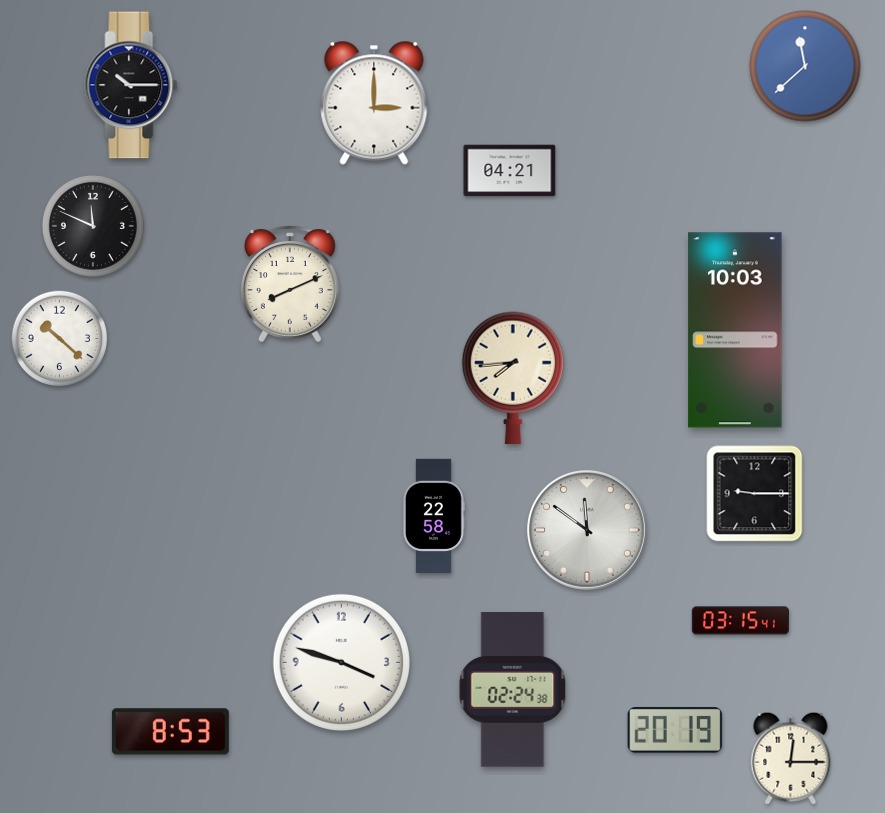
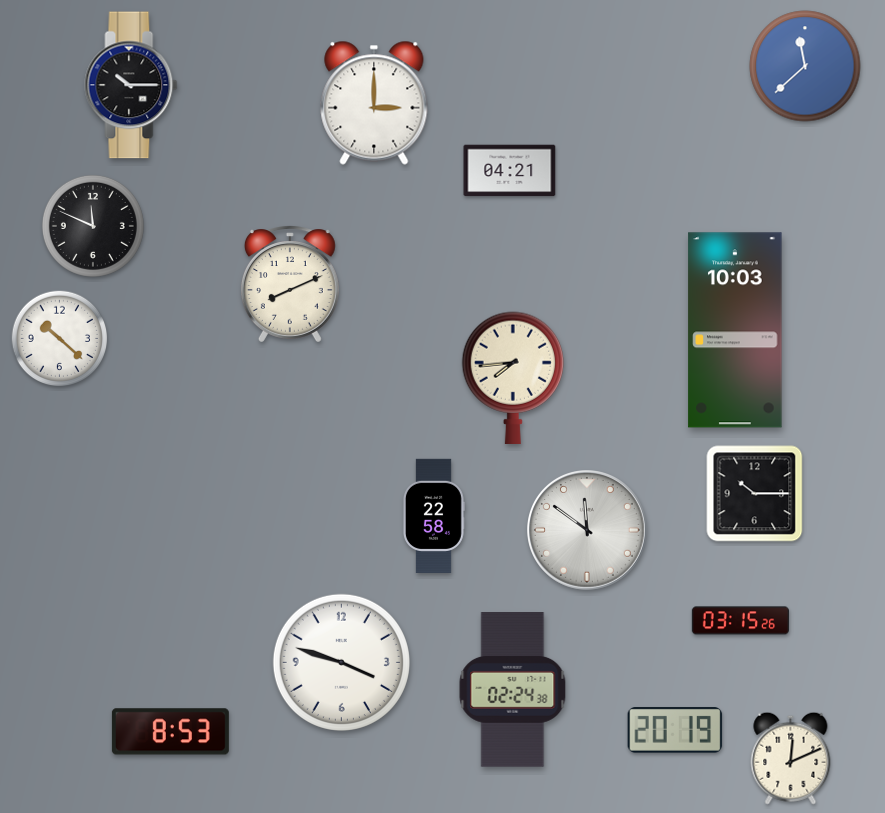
clock at (755, 494): 9:15 -> 10:15
clock at (740, 621): 03:15:41 -> 03:15:26
clock at (791, 758): 12:15 -> 12:11
